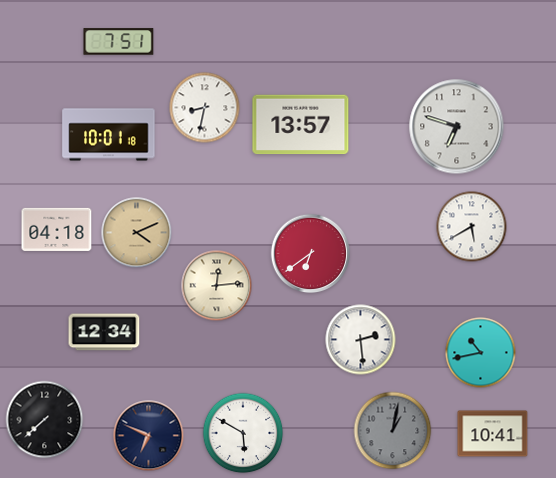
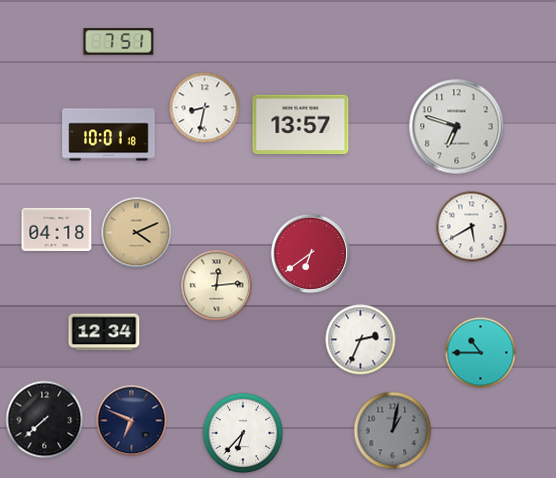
clock at (361, 340): 2:29 -> 2:34
clock at (481, 353): 10:43 -> 10:45
clock at (243, 433): 5:50 -> 6:37
clock at (493, 434): 10:41 -> none
clock at (149, 436) position: (149, 436) -> (132, 421)
